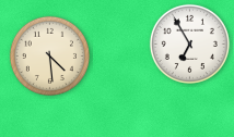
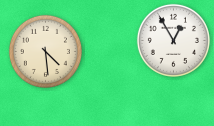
clock at (189, 43): 6:55 -> 12:55
